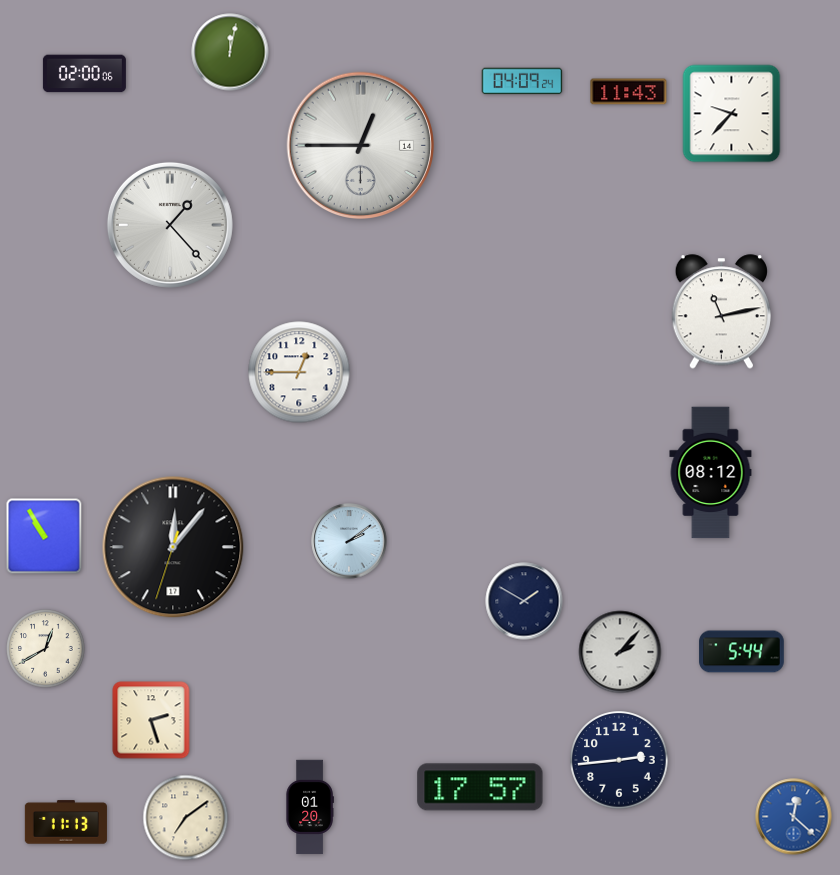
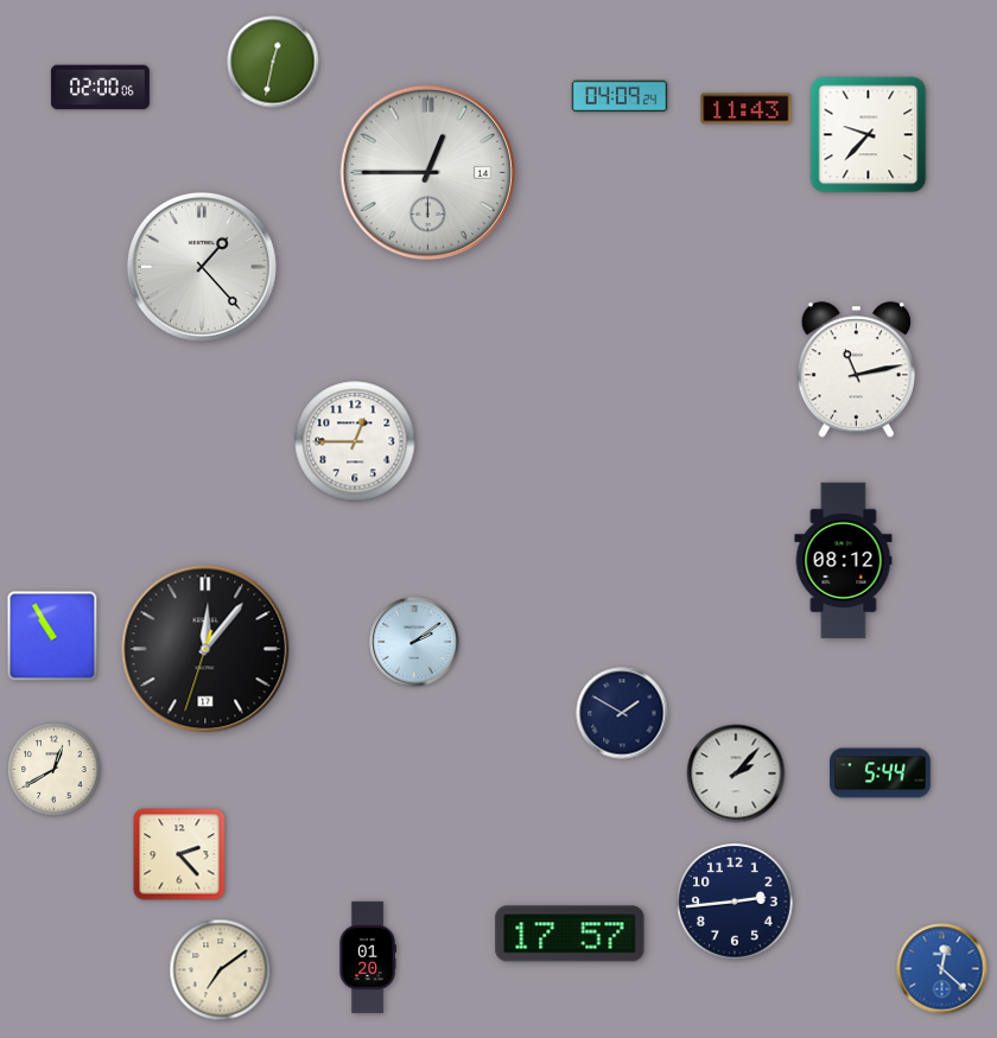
clock at (230, 52): 12:02 -> 12:32
clock at (151, 720): 2:27 -> 2:23
clock at (66, 822): 11:13 -> none
